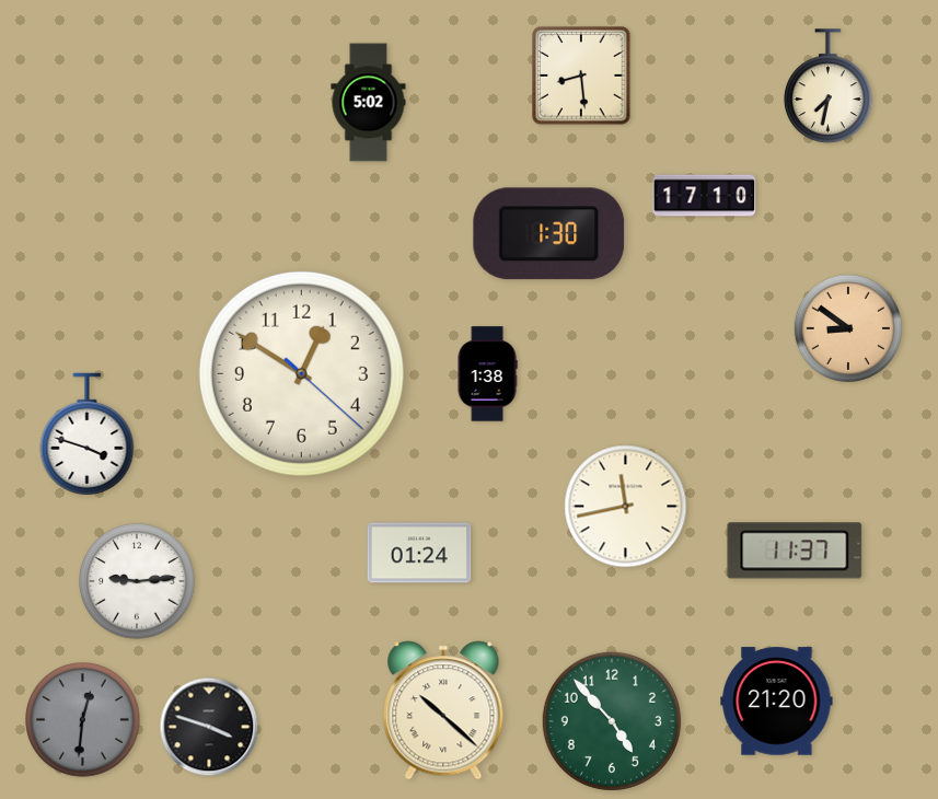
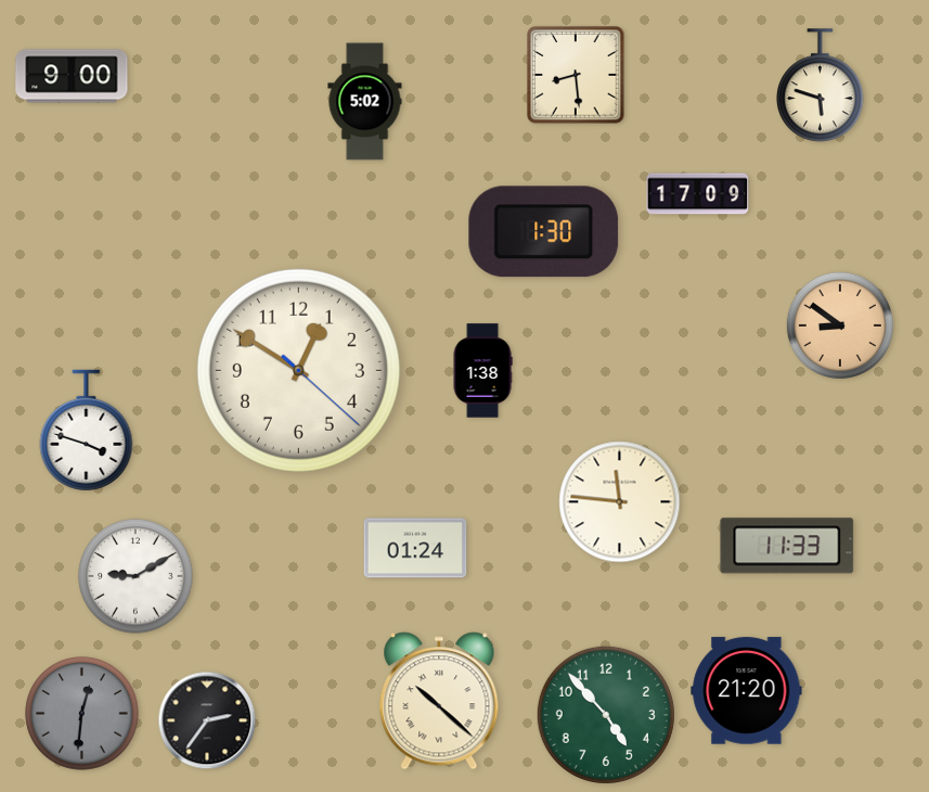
clock at (72, 76): none -> 9:00
clock at (829, 86): 7:32 -> 5:48
clock at (705, 196): 17:10 -> 17:09
clock at (626, 507): 11:43 -> 11:46
clock at (795, 551): 11:37 -> 11:33
clock at (137, 581): 9:14 -> 9:10
clock at (777, 702) position: (777, 702) -> (747, 691)
clock at (443, 710) position: (443, 710) -> (439, 701)
clock at (209, 727): 3:48 -> 2:36
